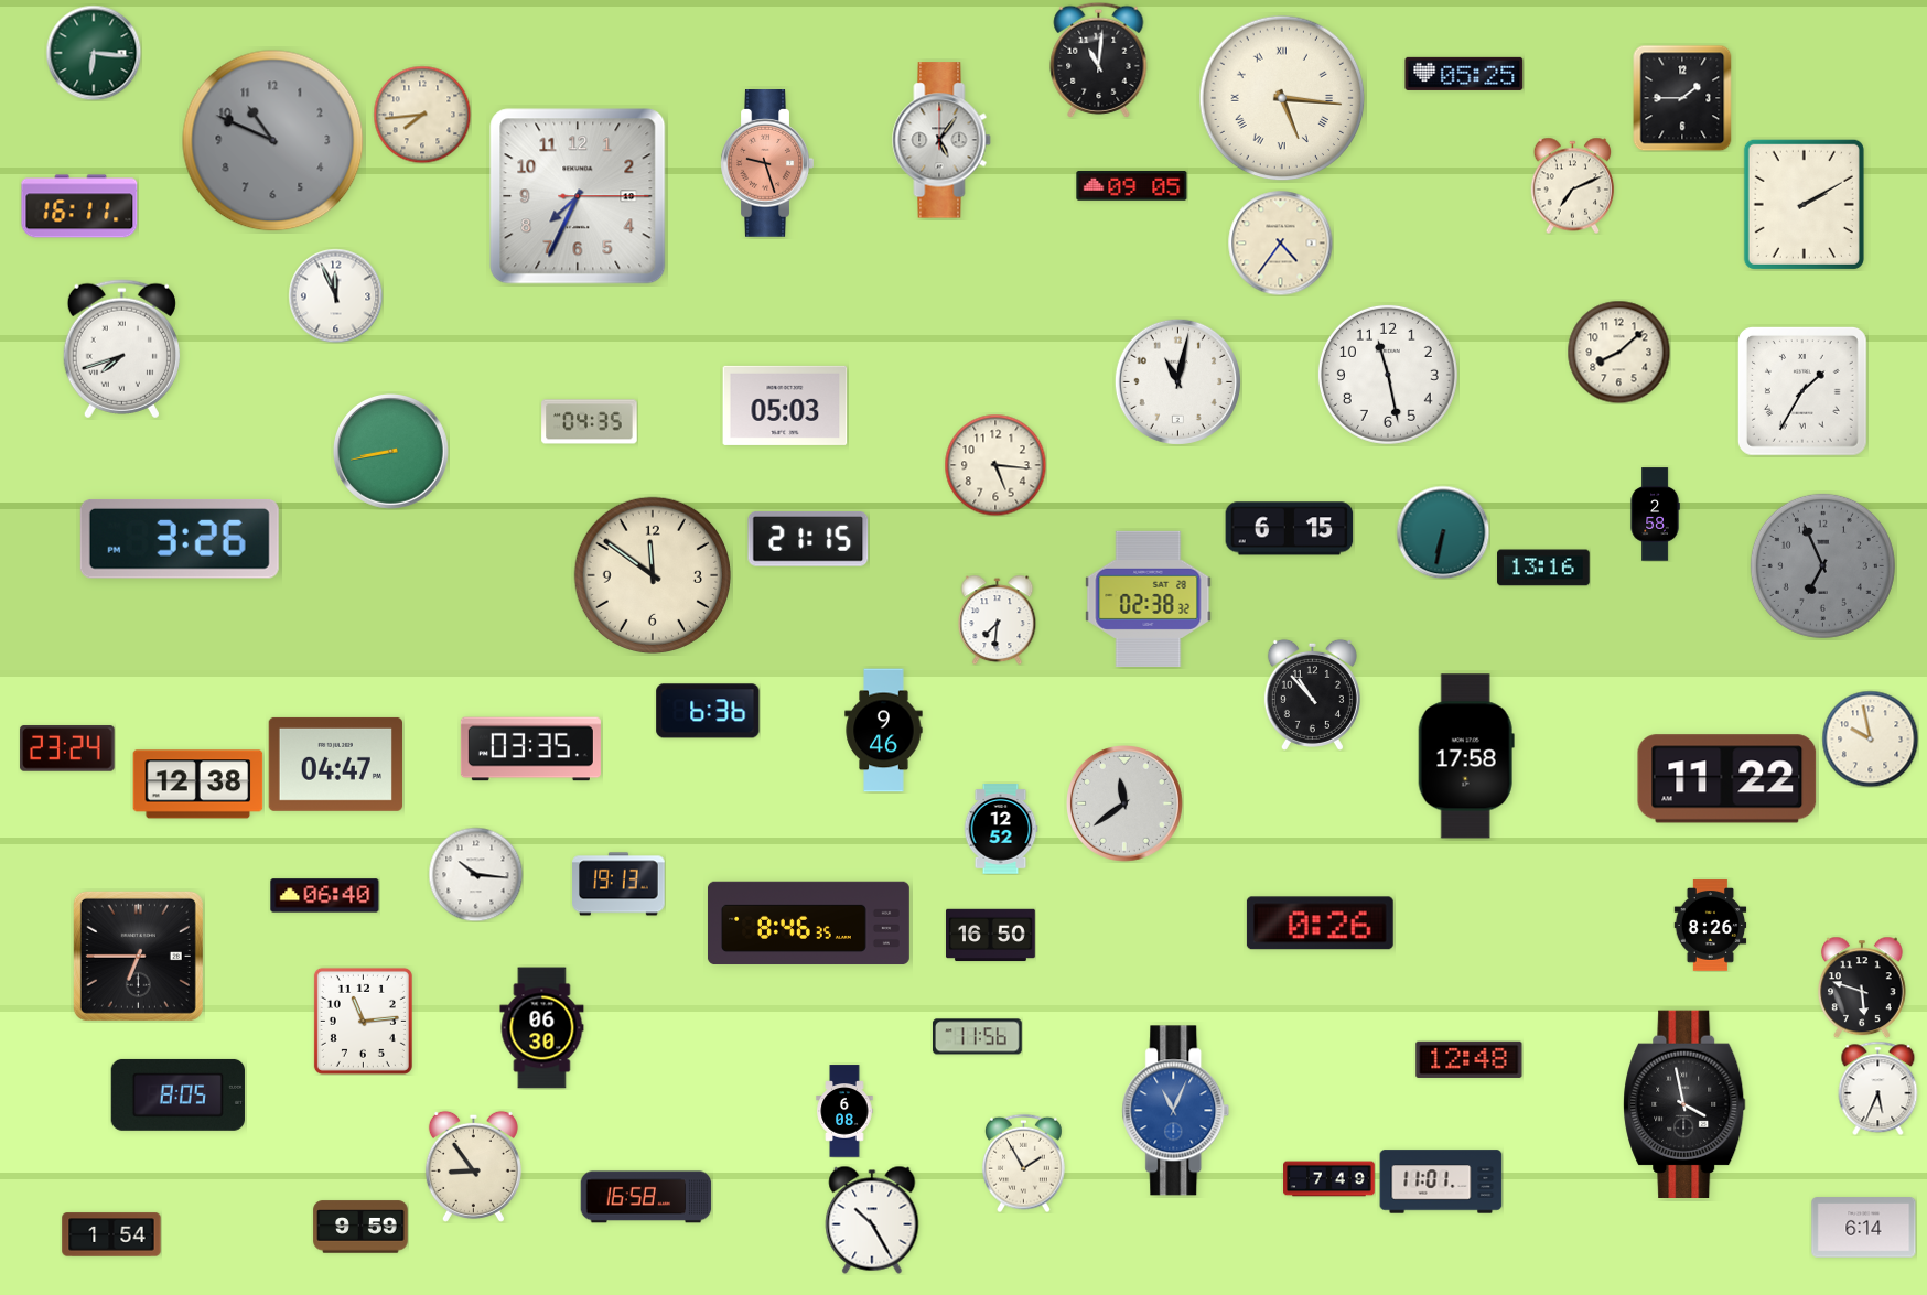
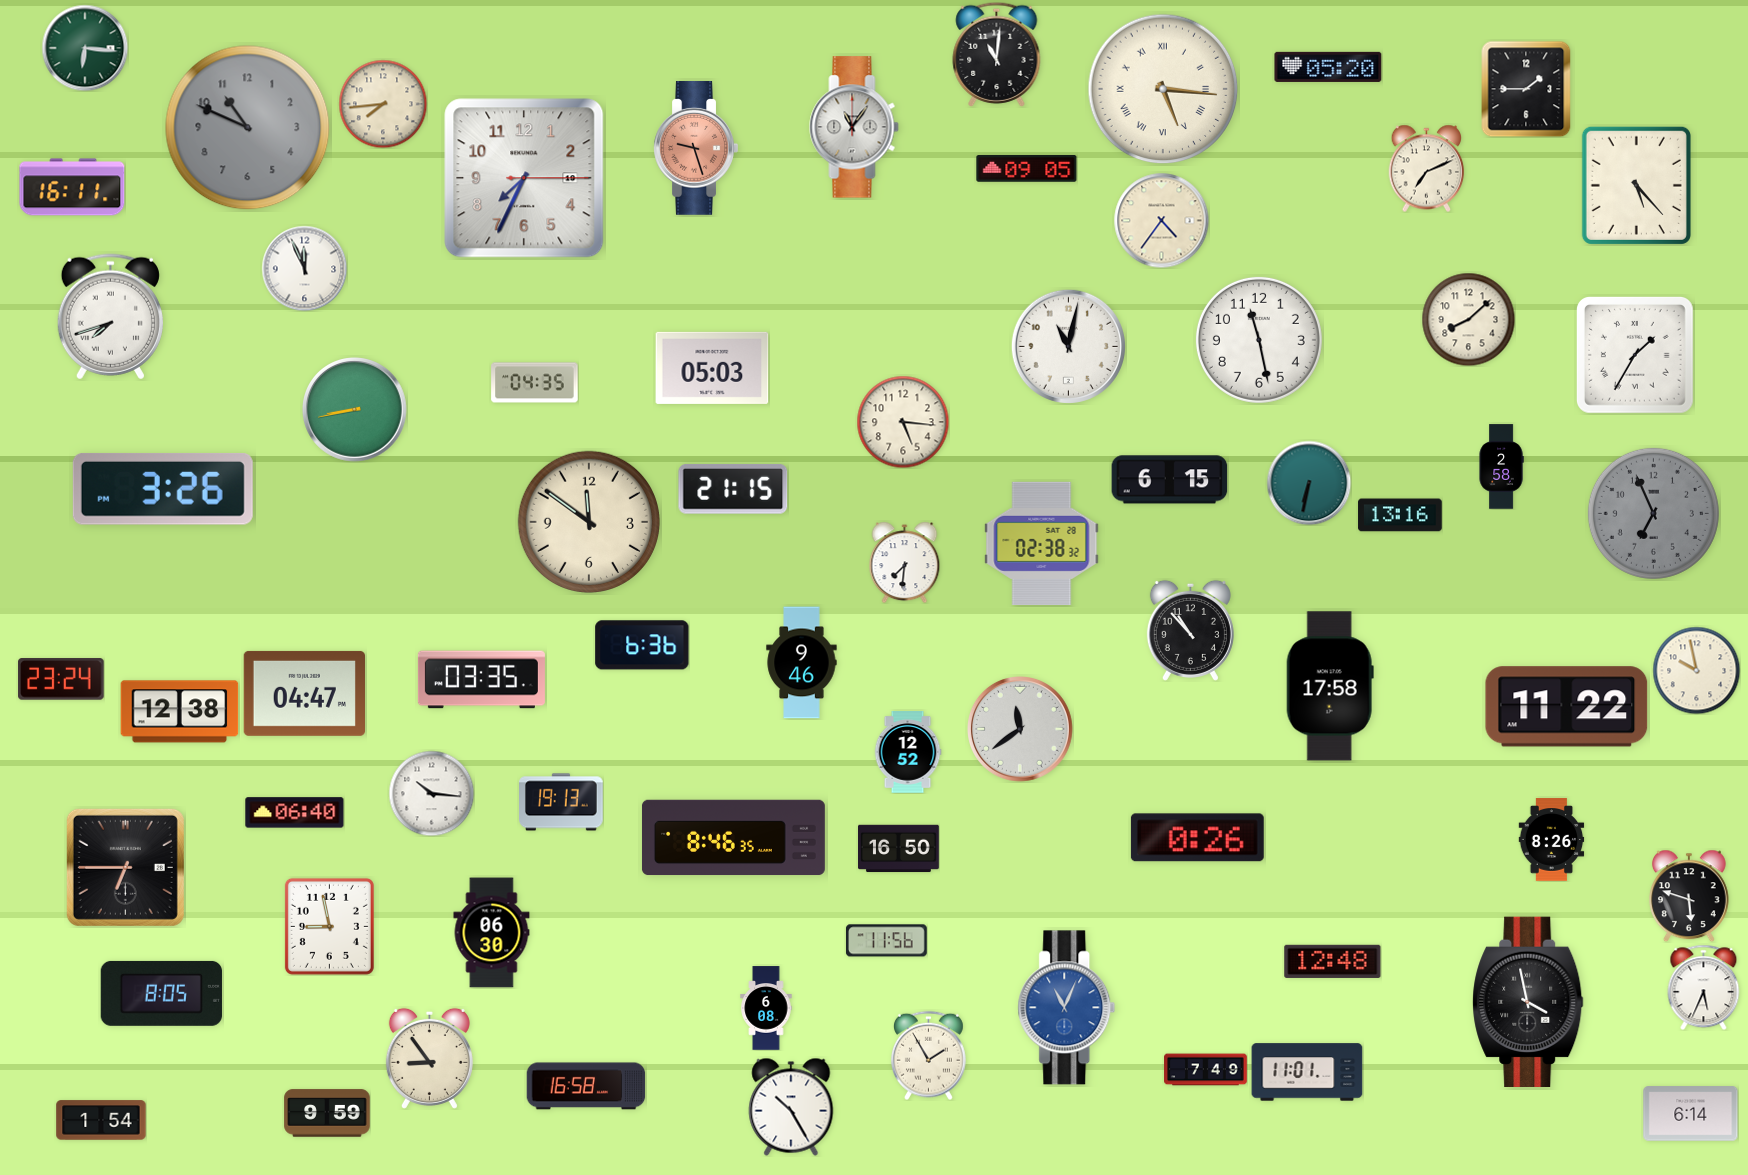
clock at (1464, 74): 05:25 -> 05:20
clock at (941, 140): 5:06 -> 11:06
clock at (1804, 204): 2:10 -> 5:23
clock at (653, 575) position: (653, 575) -> (589, 522)
clock at (363, 1021): 11:14 -> 8:58
